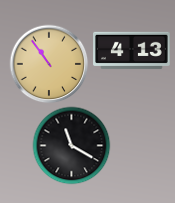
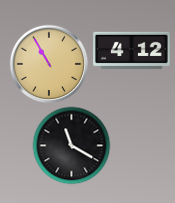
clock at (132, 51): 4:13 -> 4:12
clock at (49, 64): 10:54 -> 10:55
